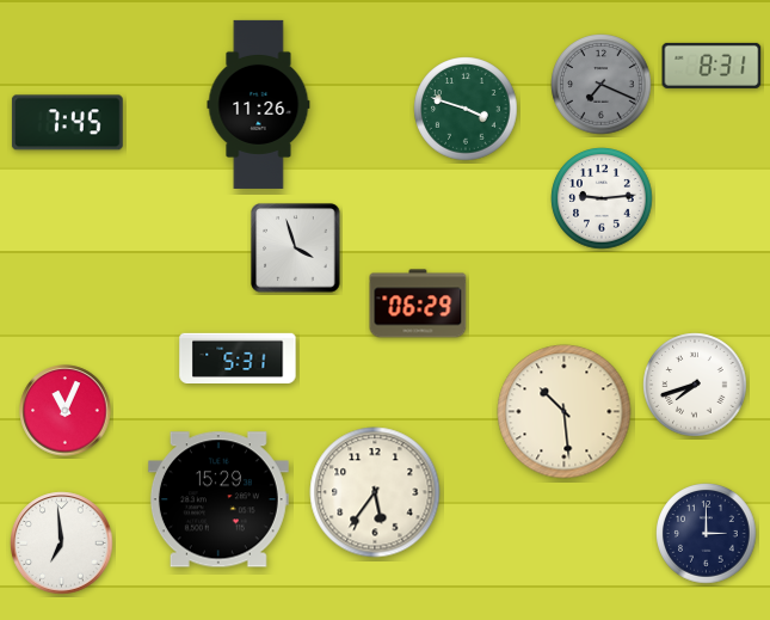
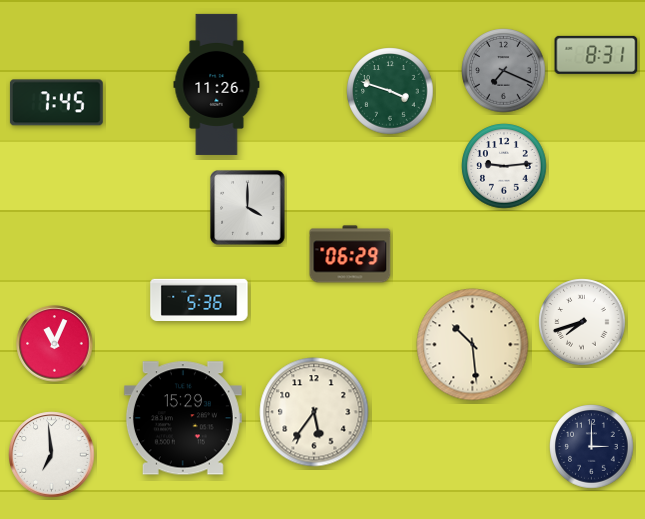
clock at (259, 104) position: (259, 104) -> (217, 84)
clock at (296, 248): 3:57 -> 4:00
clock at (238, 357): 5:31 -> 5:36
